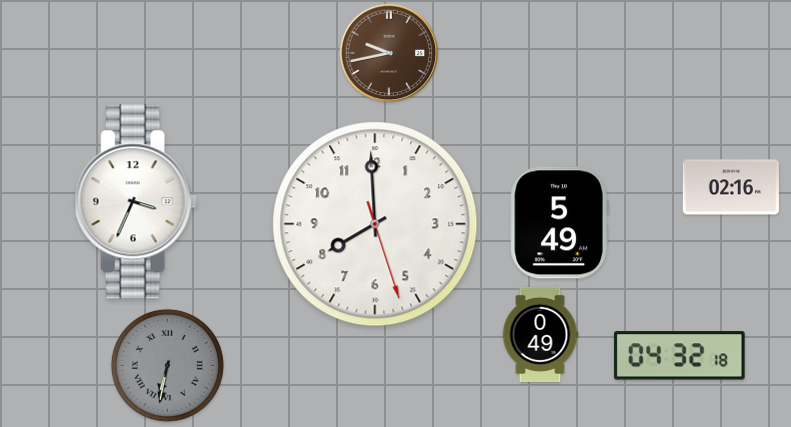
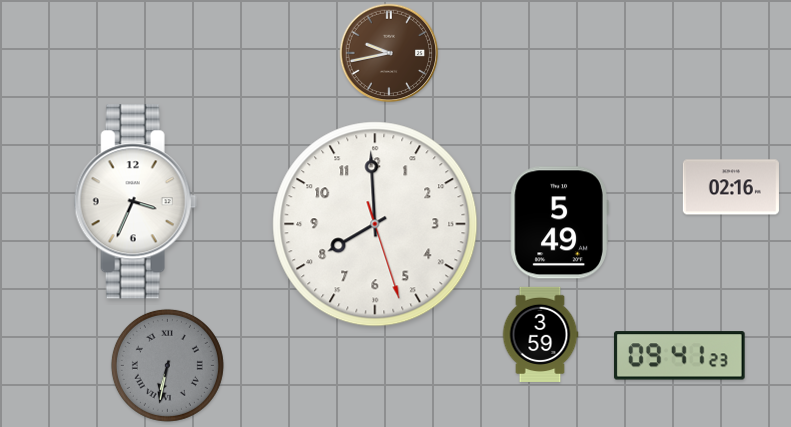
clock at (540, 334): 0:49 -> 3:59
clock at (680, 356): 04:32 -> 09:41
